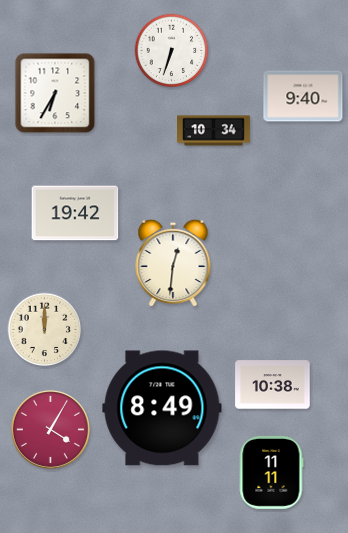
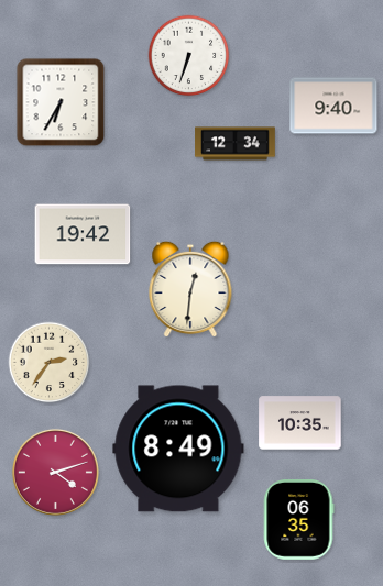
clock at (214, 131): 10:34 -> 12:34
clock at (45, 330): 12:00 -> 2:36
clock at (273, 385): 10:38 -> 10:35
clock at (50, 429): 4:05 -> 4:12
clock at (271, 473): 11:11 -> 06:35
